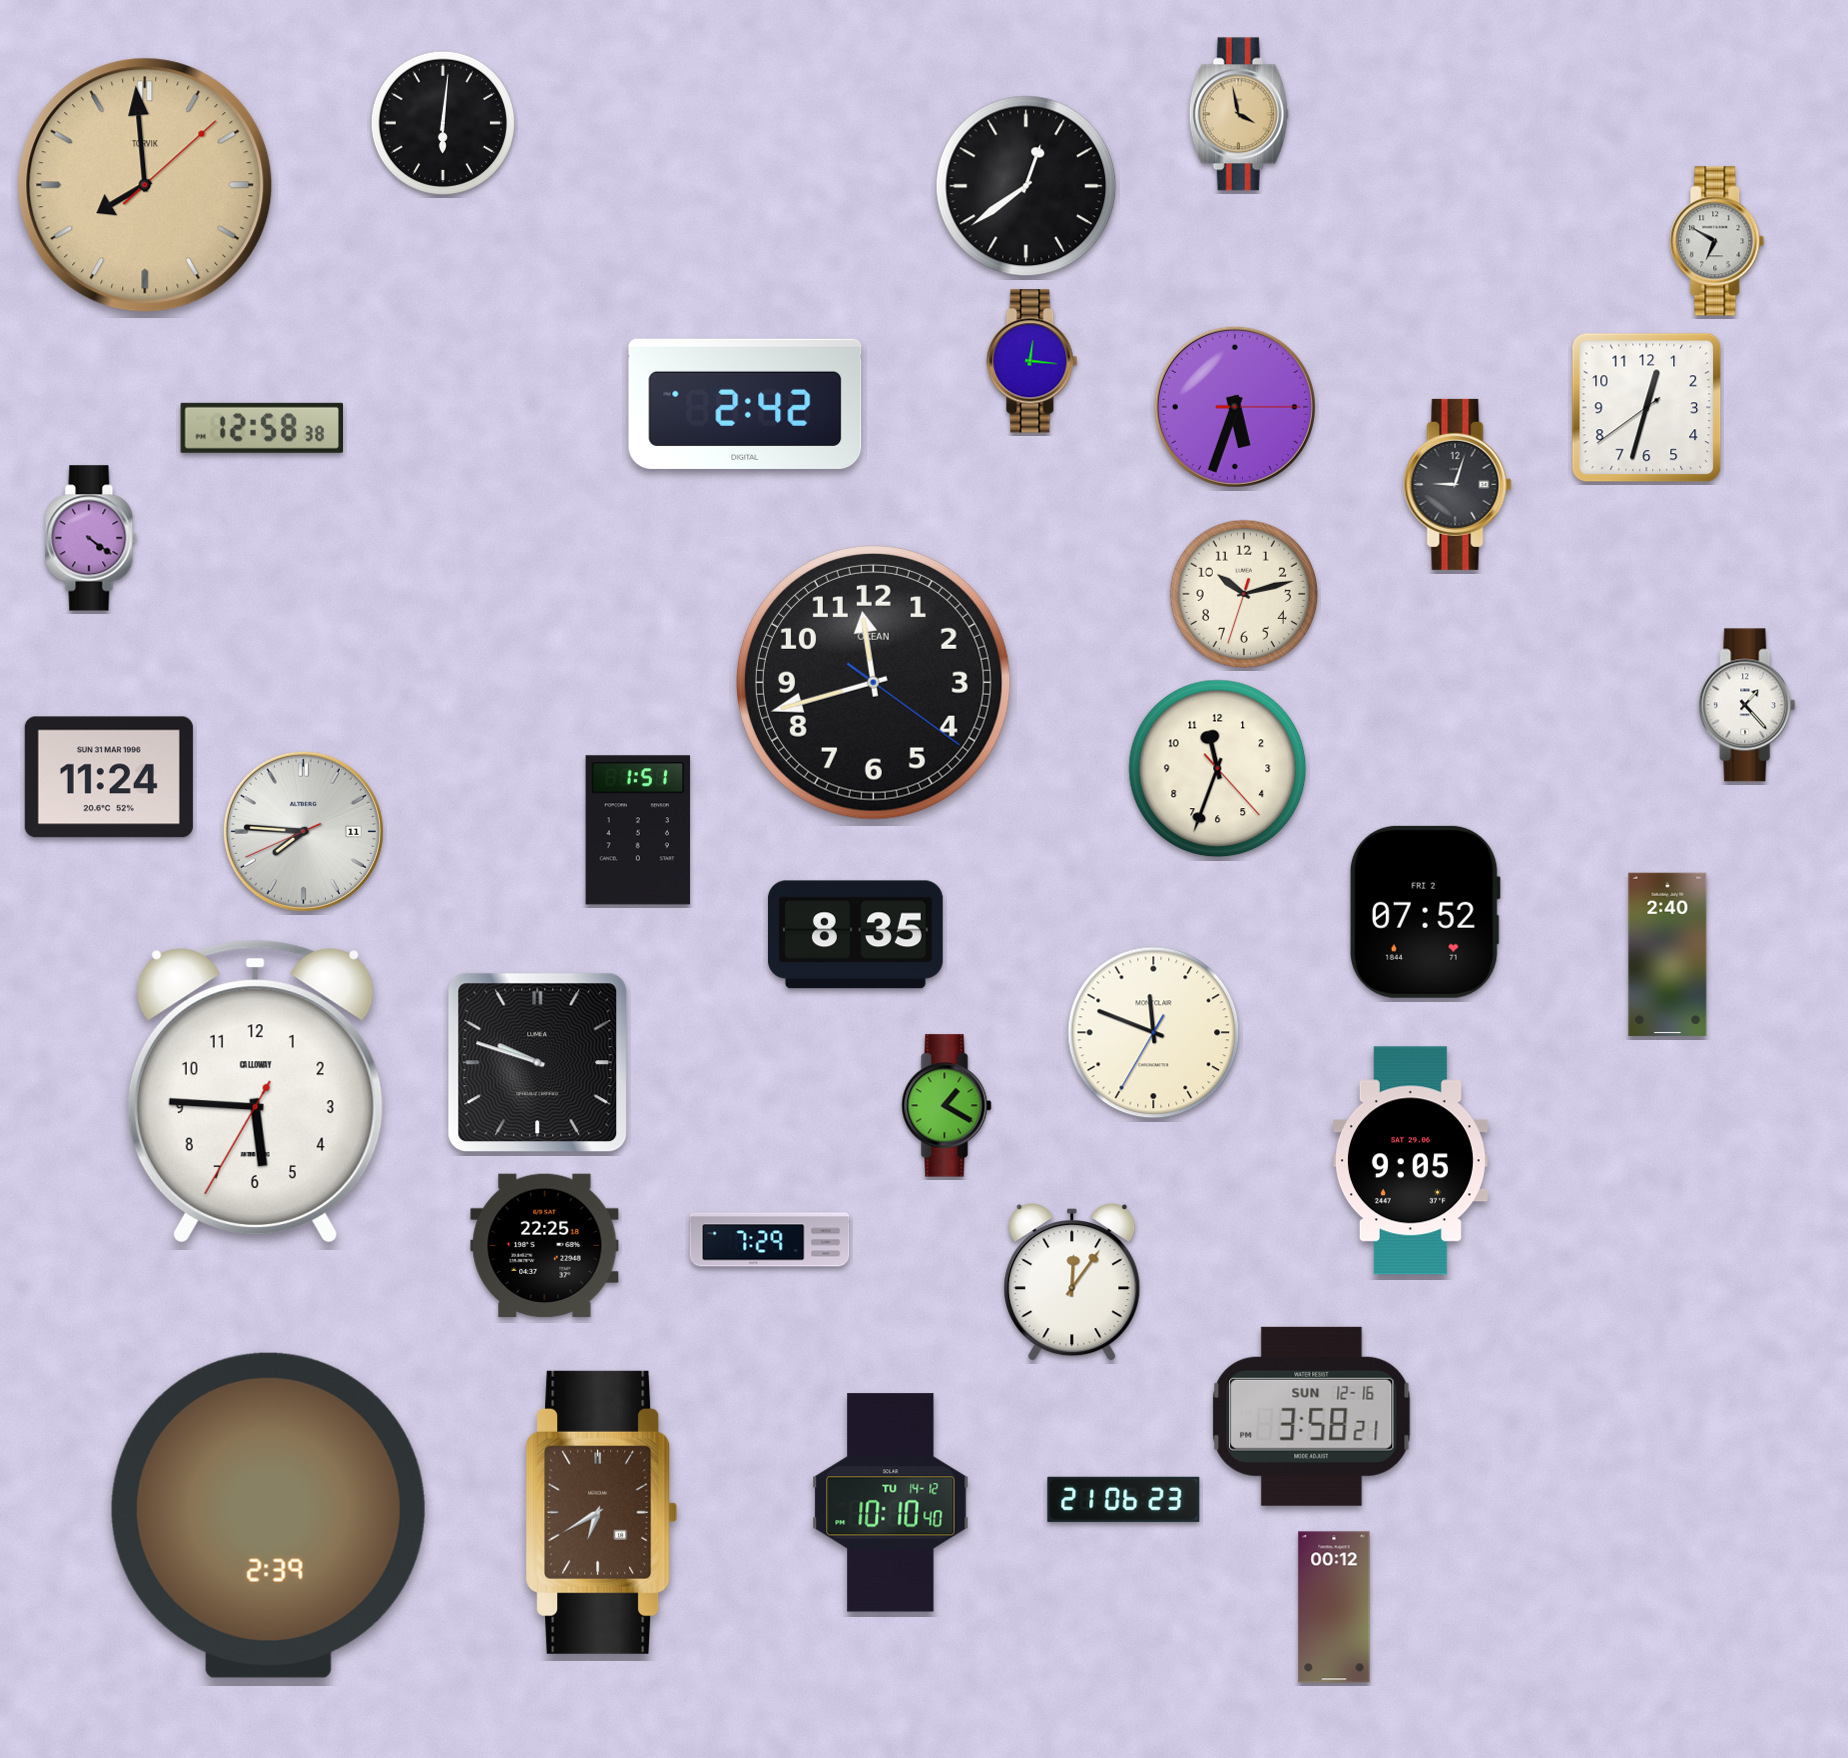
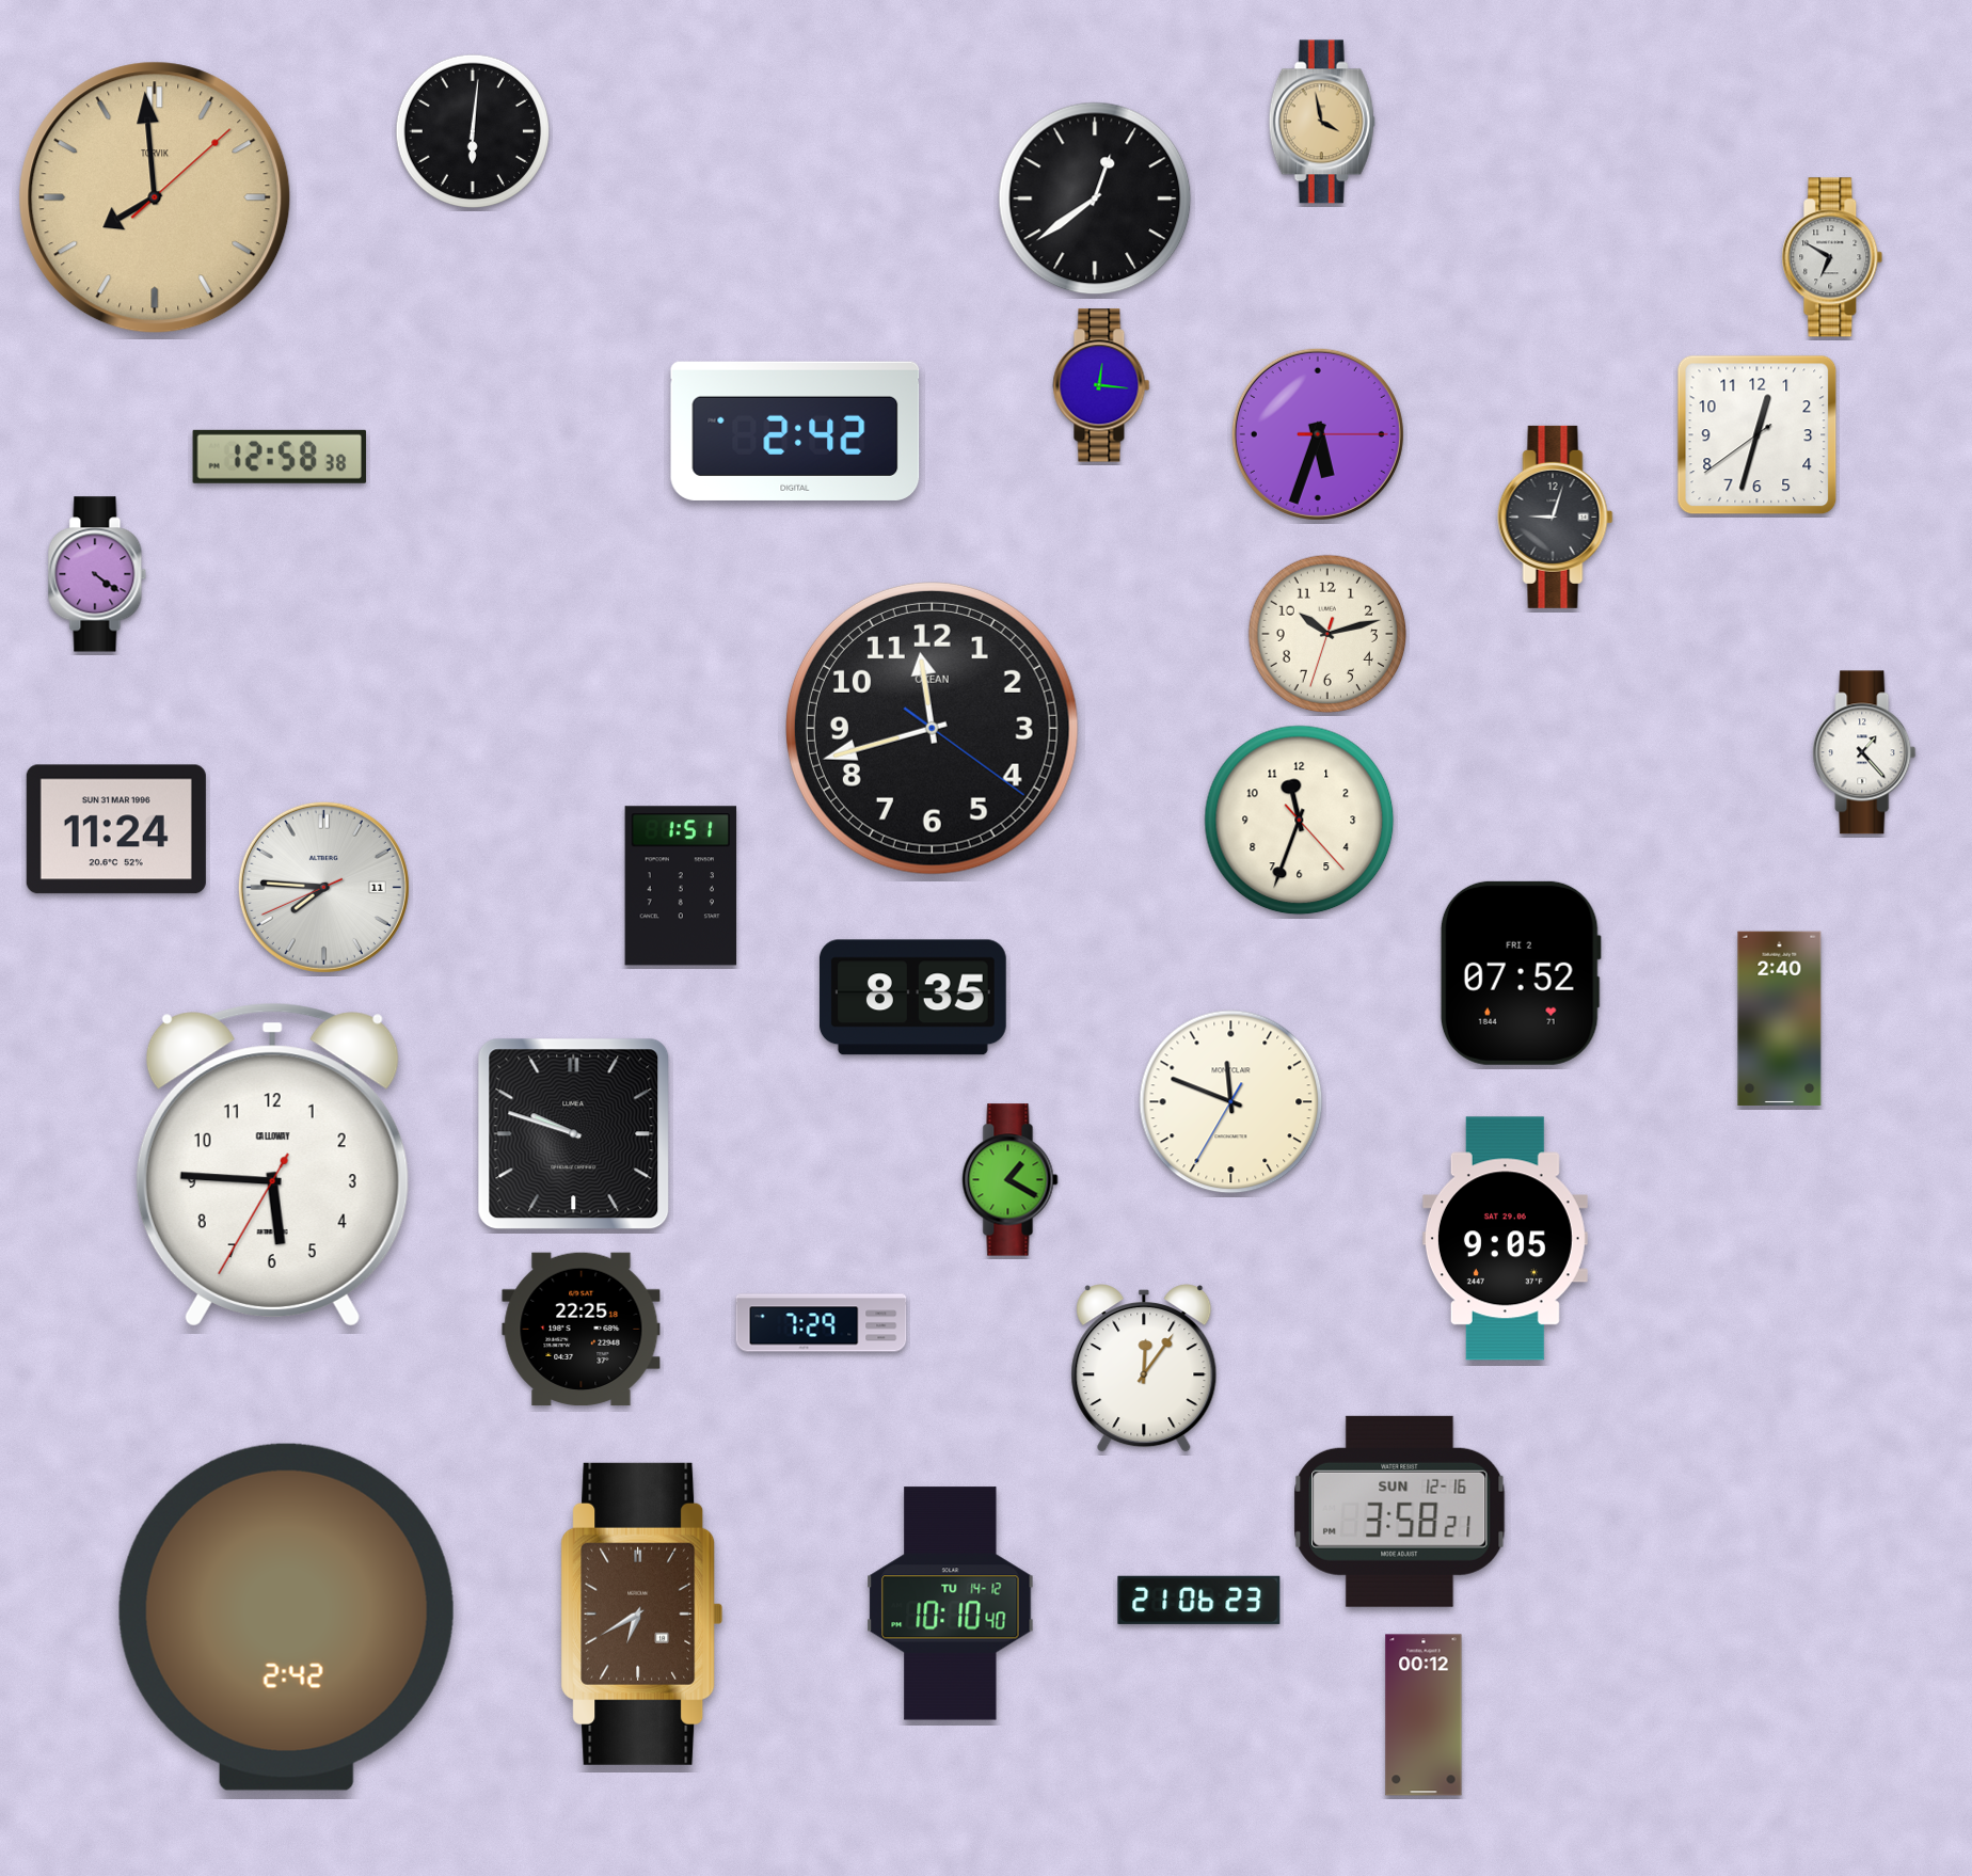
clock at (268, 1515): 2:39 -> 2:42
